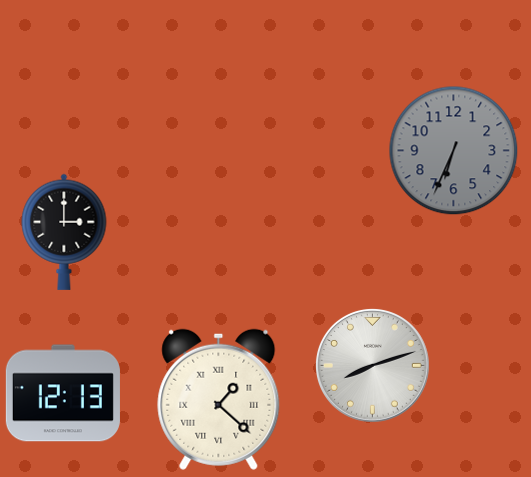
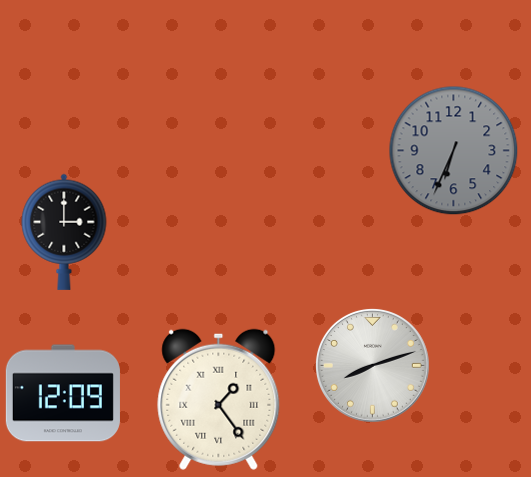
clock at (63, 393): 12:13 -> 12:09
clock at (219, 399): 1:22 -> 1:24
